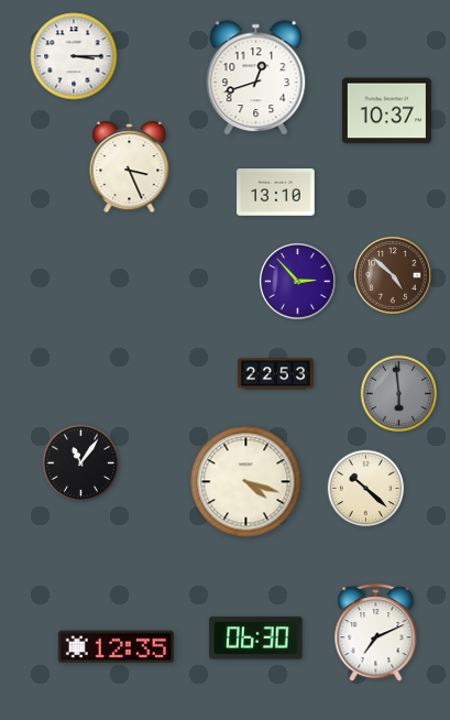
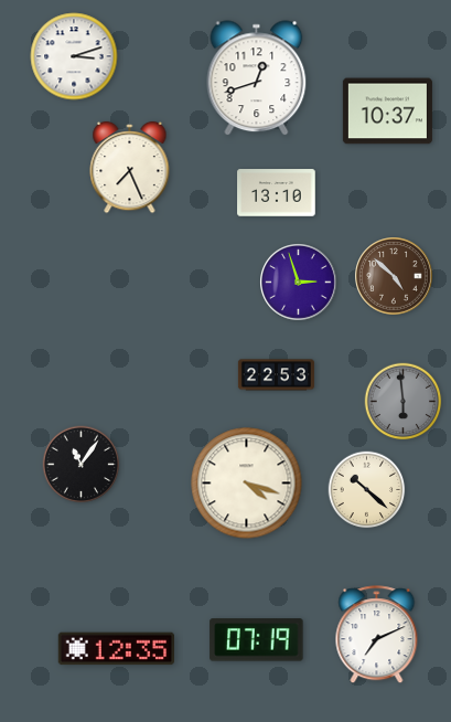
clock at (74, 56): 3:15 -> 3:12
clock at (130, 167): 3:26 -> 7:26
clock at (298, 282): 2:53 -> 2:57
clock at (399, 394) position: (399, 394) -> (404, 402)
clock at (256, 639): 06:30 -> 07:19
